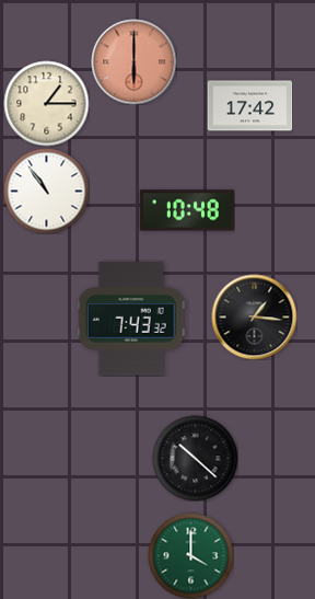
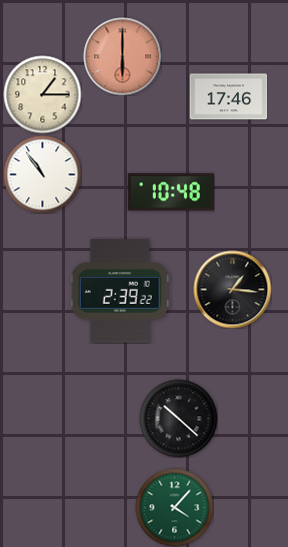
clock at (249, 106): 17:42 -> 17:46
clock at (131, 319): 7:43 -> 2:39
clock at (190, 555): 4:00 -> 4:07
